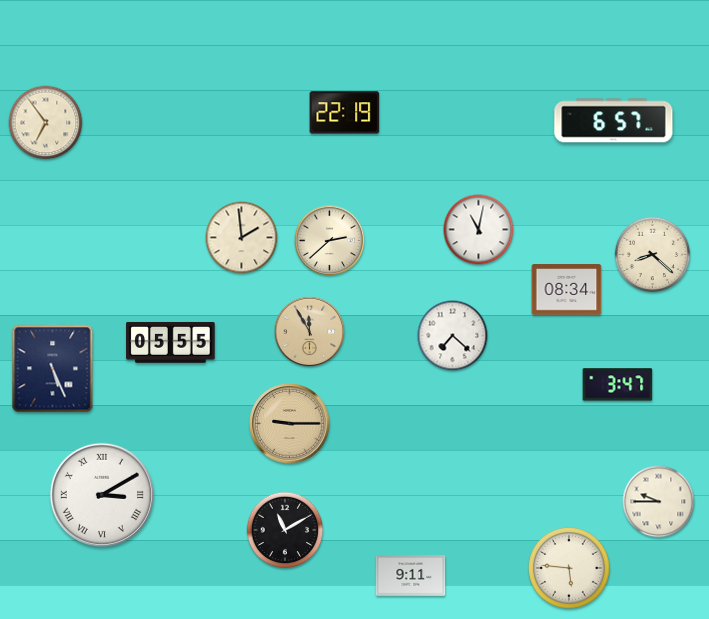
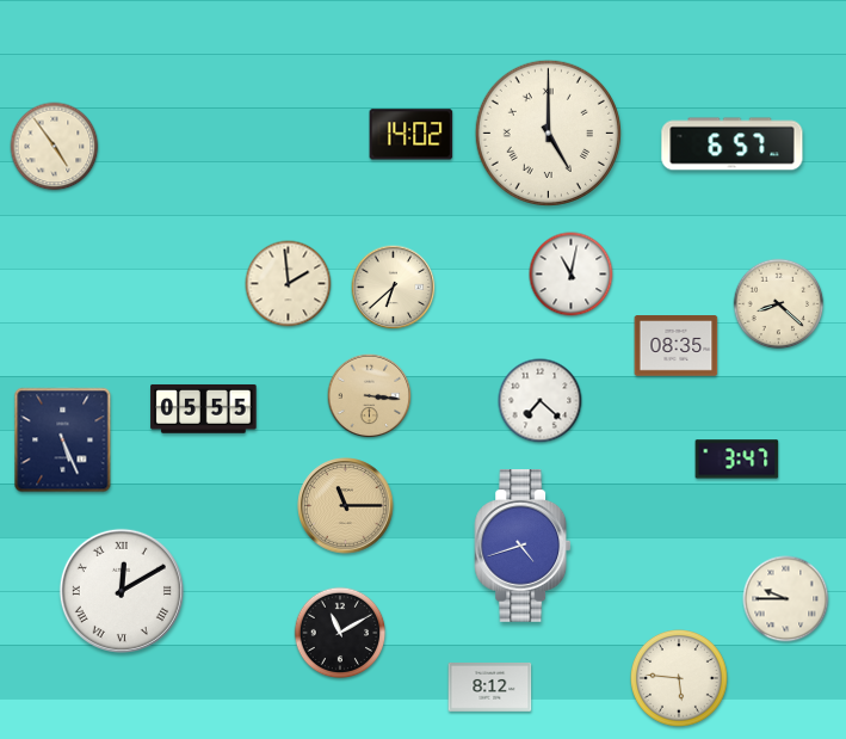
clock at (548, 133): none -> 5:00
clock at (345, 113): 22:19 -> 14:02
clock at (46, 123): 6:54 -> 4:54
clock at (330, 241): 2:38 -> 6:38
clock at (567, 290): 08:34 -> 08:35
clock at (310, 332): 11:55 -> 3:16
clock at (290, 424): 9:15 -> 11:15
clock at (523, 547): none -> 4:42
clock at (102, 495): 3:10 -> 12:10
clock at (411, 576): 9:11 -> 8:12
